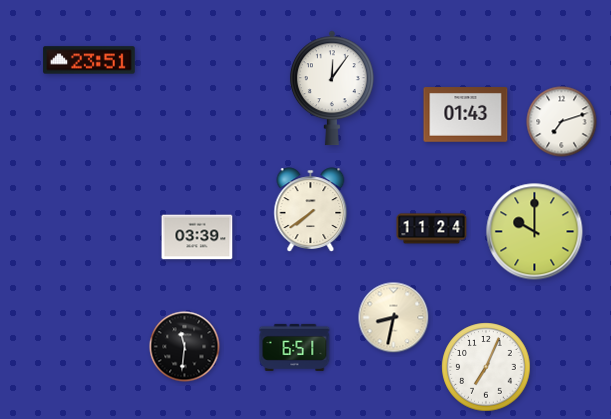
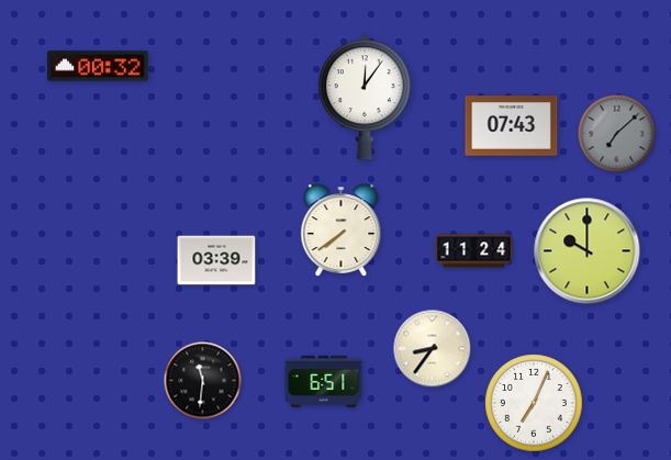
clock at (89, 60): 23:51 -> 00:32
clock at (466, 115): 01:43 -> 07:43
clock at (562, 122): 7:12 -> 7:08
clock at (562, 122) dial: white -> grey
clock at (535, 232) position: (535, 232) -> (588, 251)
clock at (394, 318): 8:32 -> 8:36
